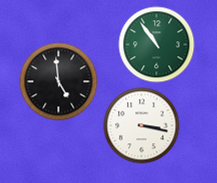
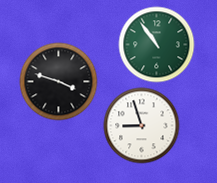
clock at (59, 82): 4:59 -> 3:48
clock at (142, 126): 3:17 -> 8:57
